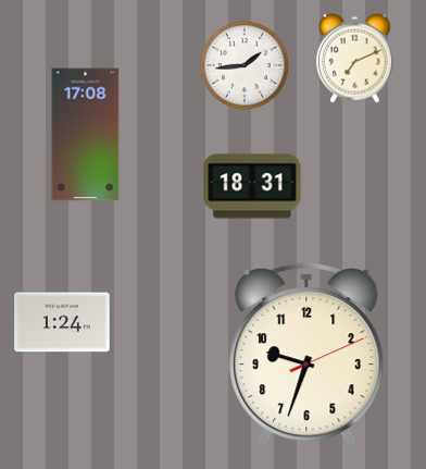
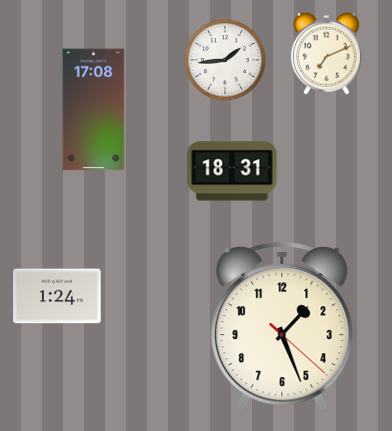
clock at (86, 135) position: (86, 135) -> (94, 110)
clock at (306, 355): 9:33 -> 1:26
